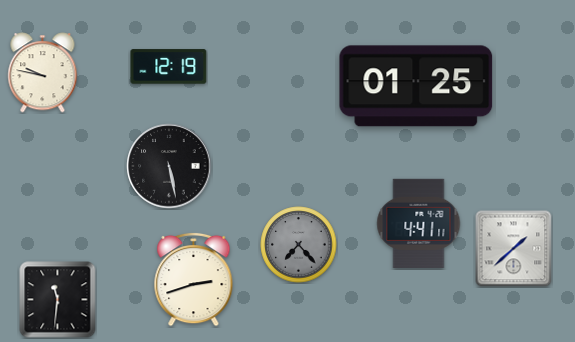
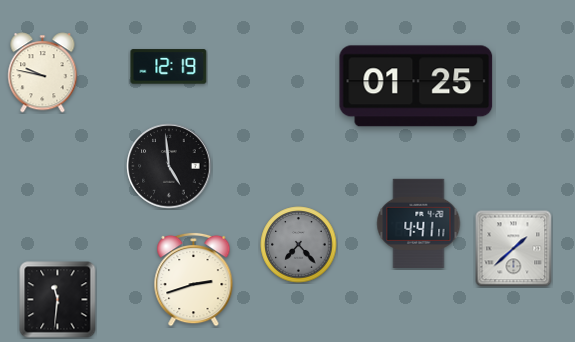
clock at (169, 166): 5:28 -> 4:59
